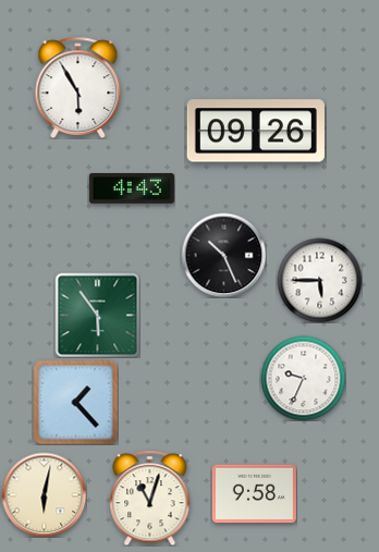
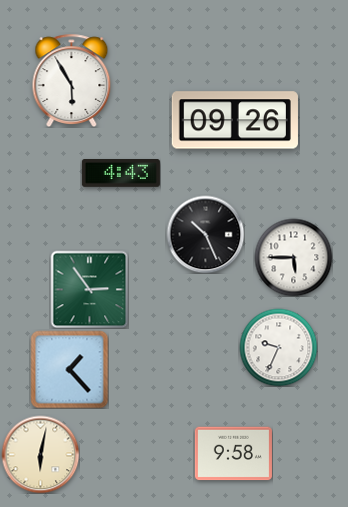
clock at (97, 315): 5:54 -> 2:54
clock at (150, 498): 11:03 -> none
